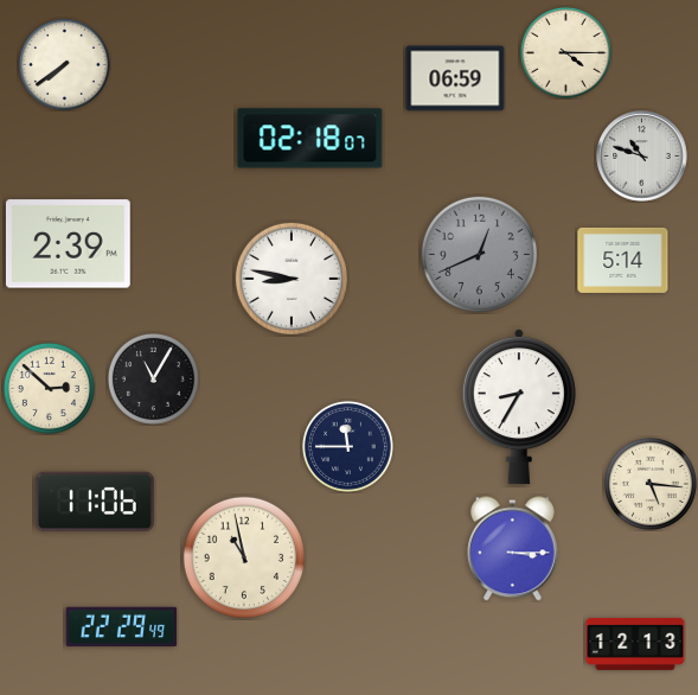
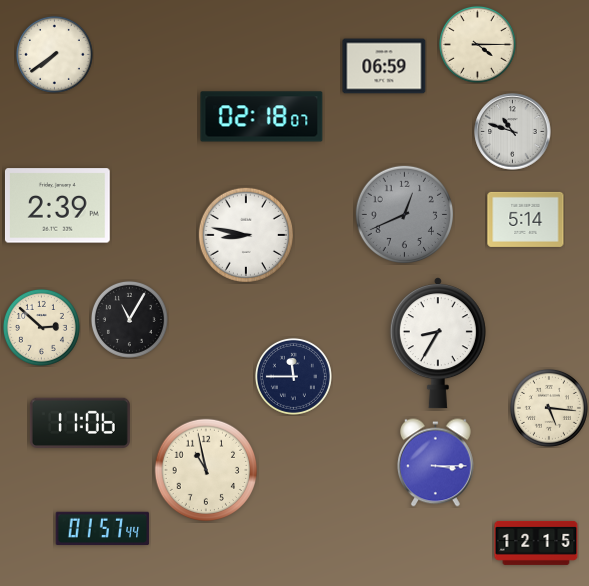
clock at (642, 157) position: (642, 157) -> (513, 132)
clock at (512, 549) position: (512, 549) -> (435, 463)
clock at (122, 627): 22:29 -> 01:57
clock at (635, 644): 12:13 -> 12:15
